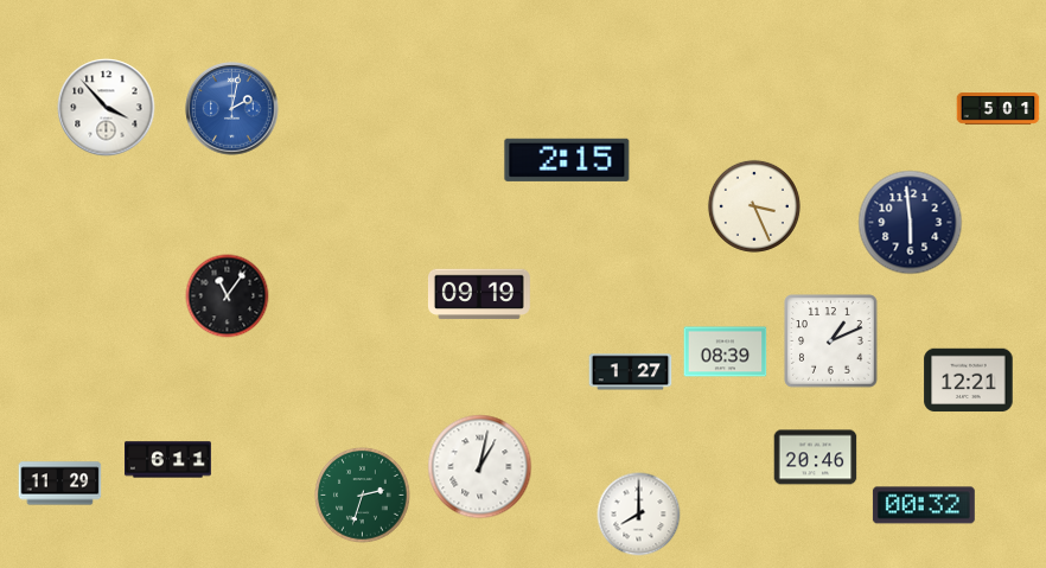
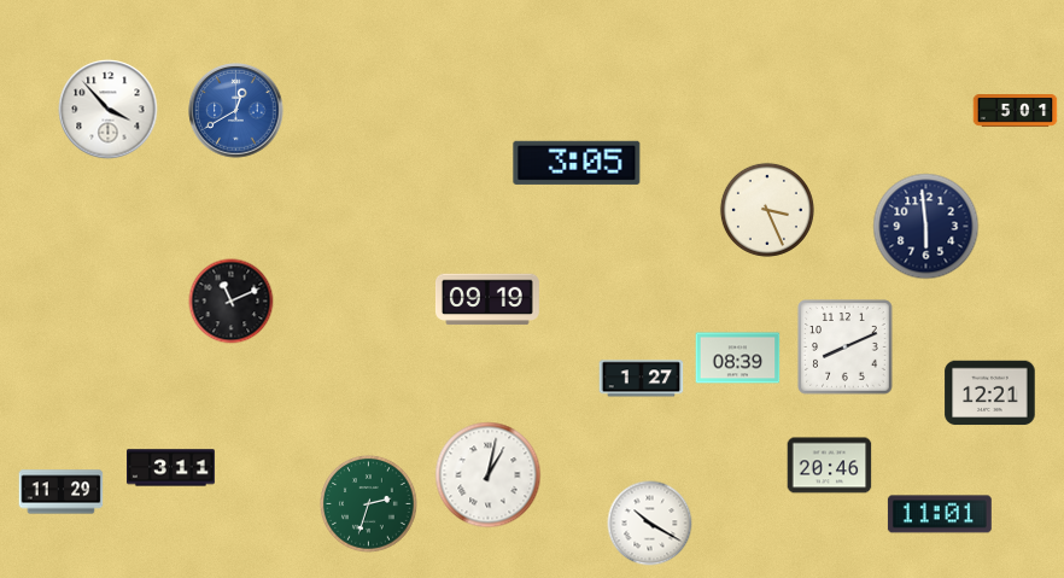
clock at (232, 109): 2:02 -> 12:40
clock at (567, 160): 2:15 -> 3:05
clock at (228, 296): 11:06 -> 11:11
clock at (831, 342): 1:11 -> 8:11
clock at (969, 381) position: (969, 381) -> (990, 393)
clock at (168, 460): 6:11 -> 3:11
clock at (924, 505): 00:32 -> 11:01
clock at (639, 515): 8:00 -> 10:20
